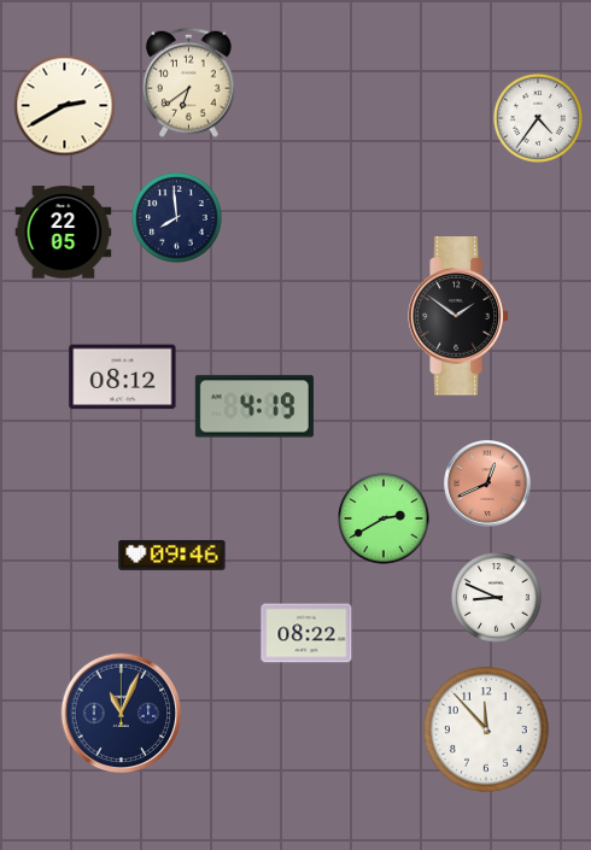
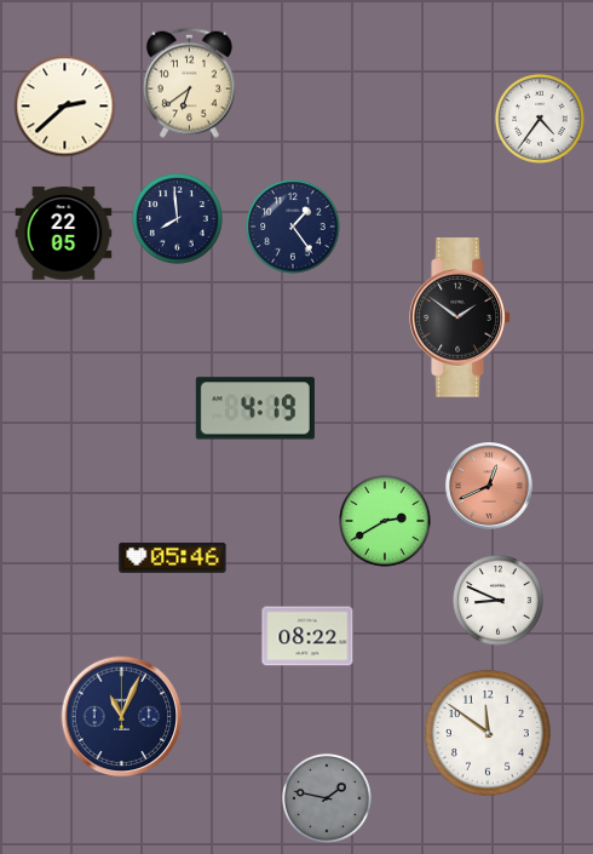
clock at (65, 106): 2:40 -> 2:38
clock at (293, 227): none -> 1:24
clock at (123, 377): 08:12 -> none
clock at (172, 555): 09:46 -> 05:46
clock at (486, 729): 11:53 -> 11:51
clock at (327, 798): none -> 1:47
